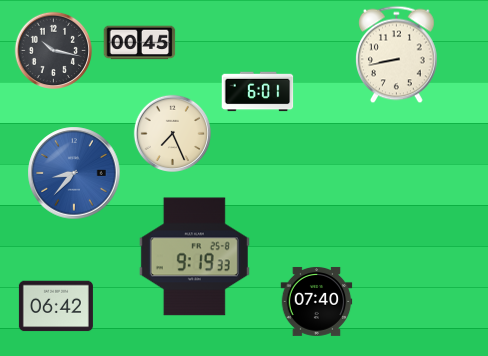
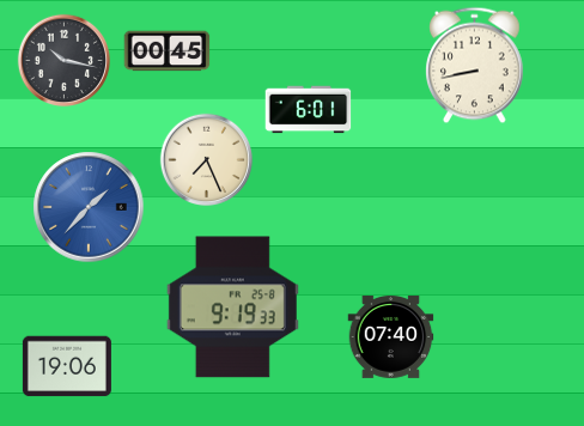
clock at (74, 173): 8:37 -> 1:37
clock at (317, 301) position: (317, 301) -> (391, 336)
clock at (56, 306): 06:42 -> 19:06
